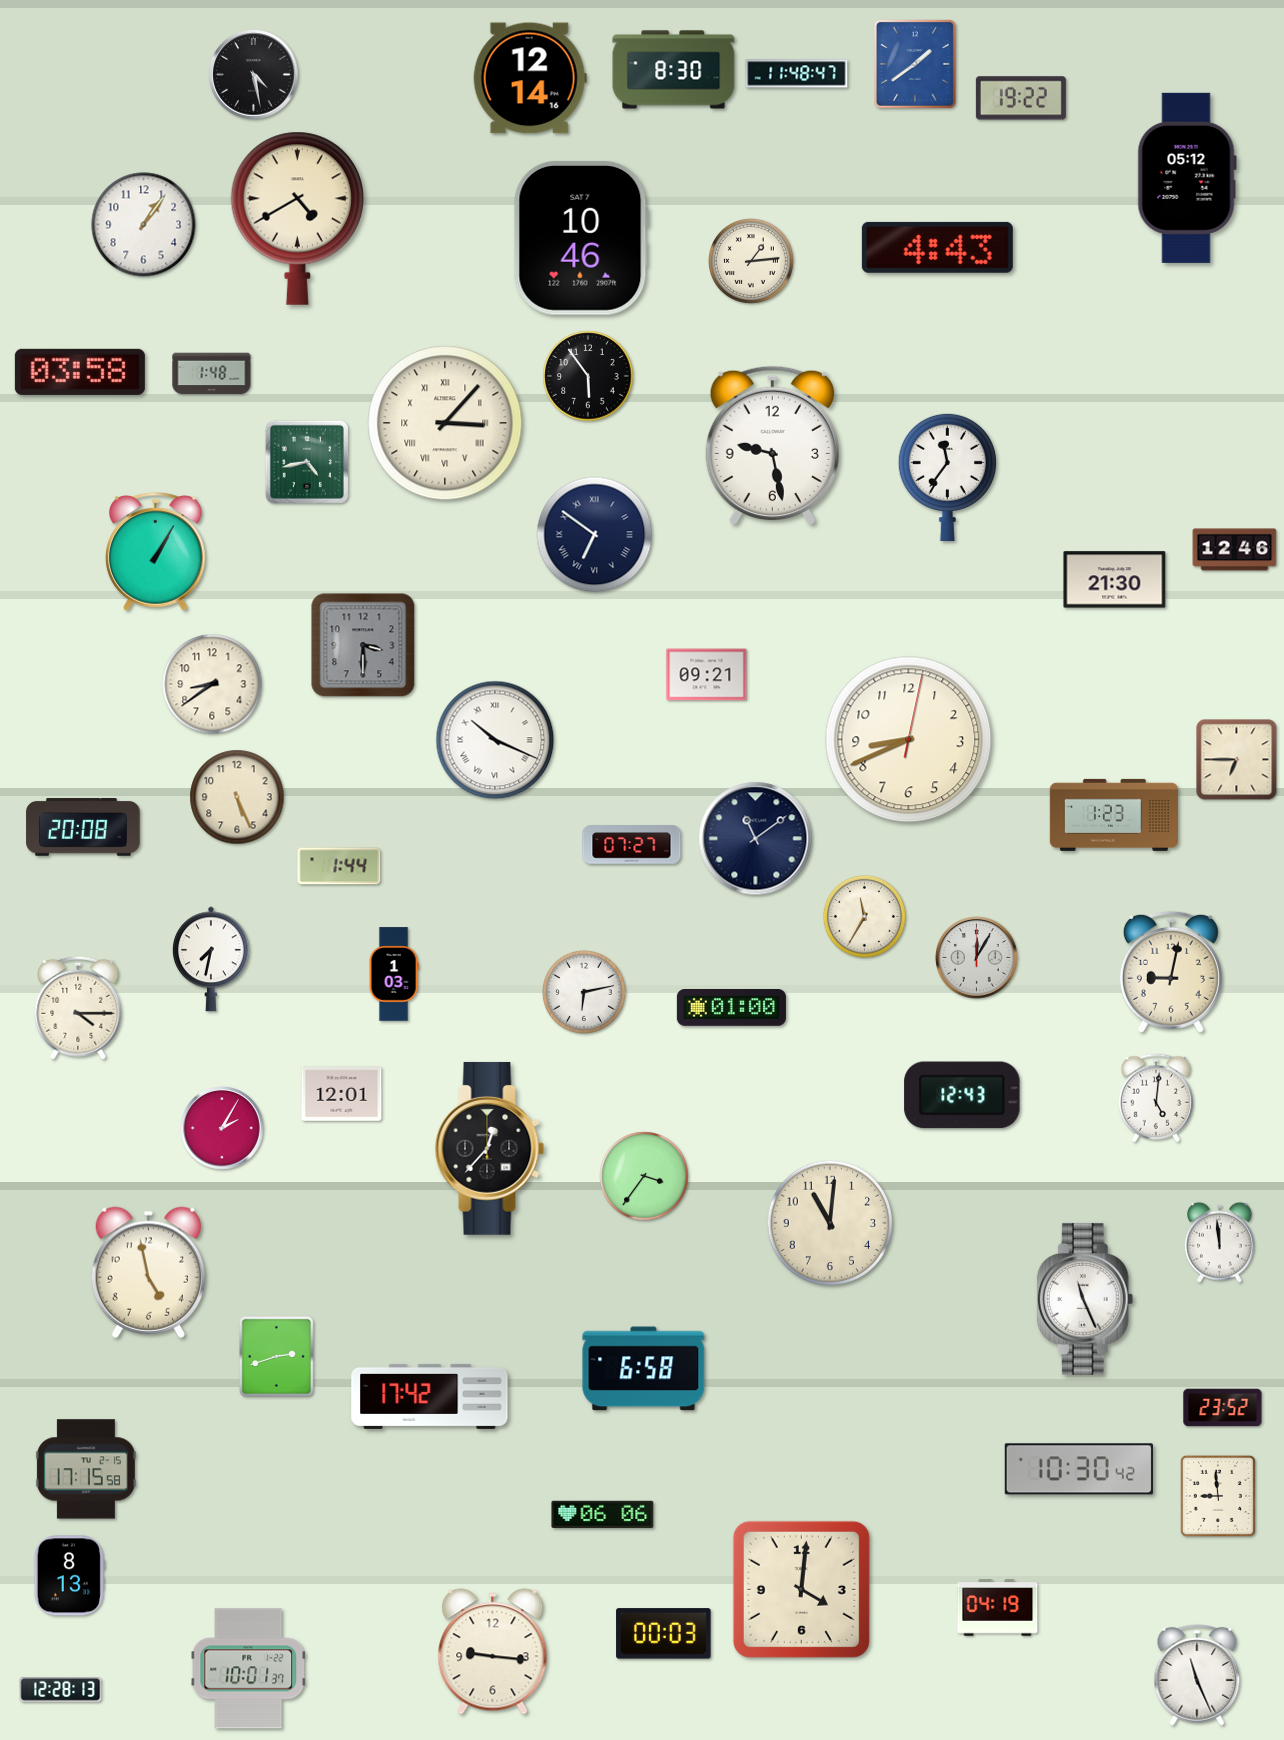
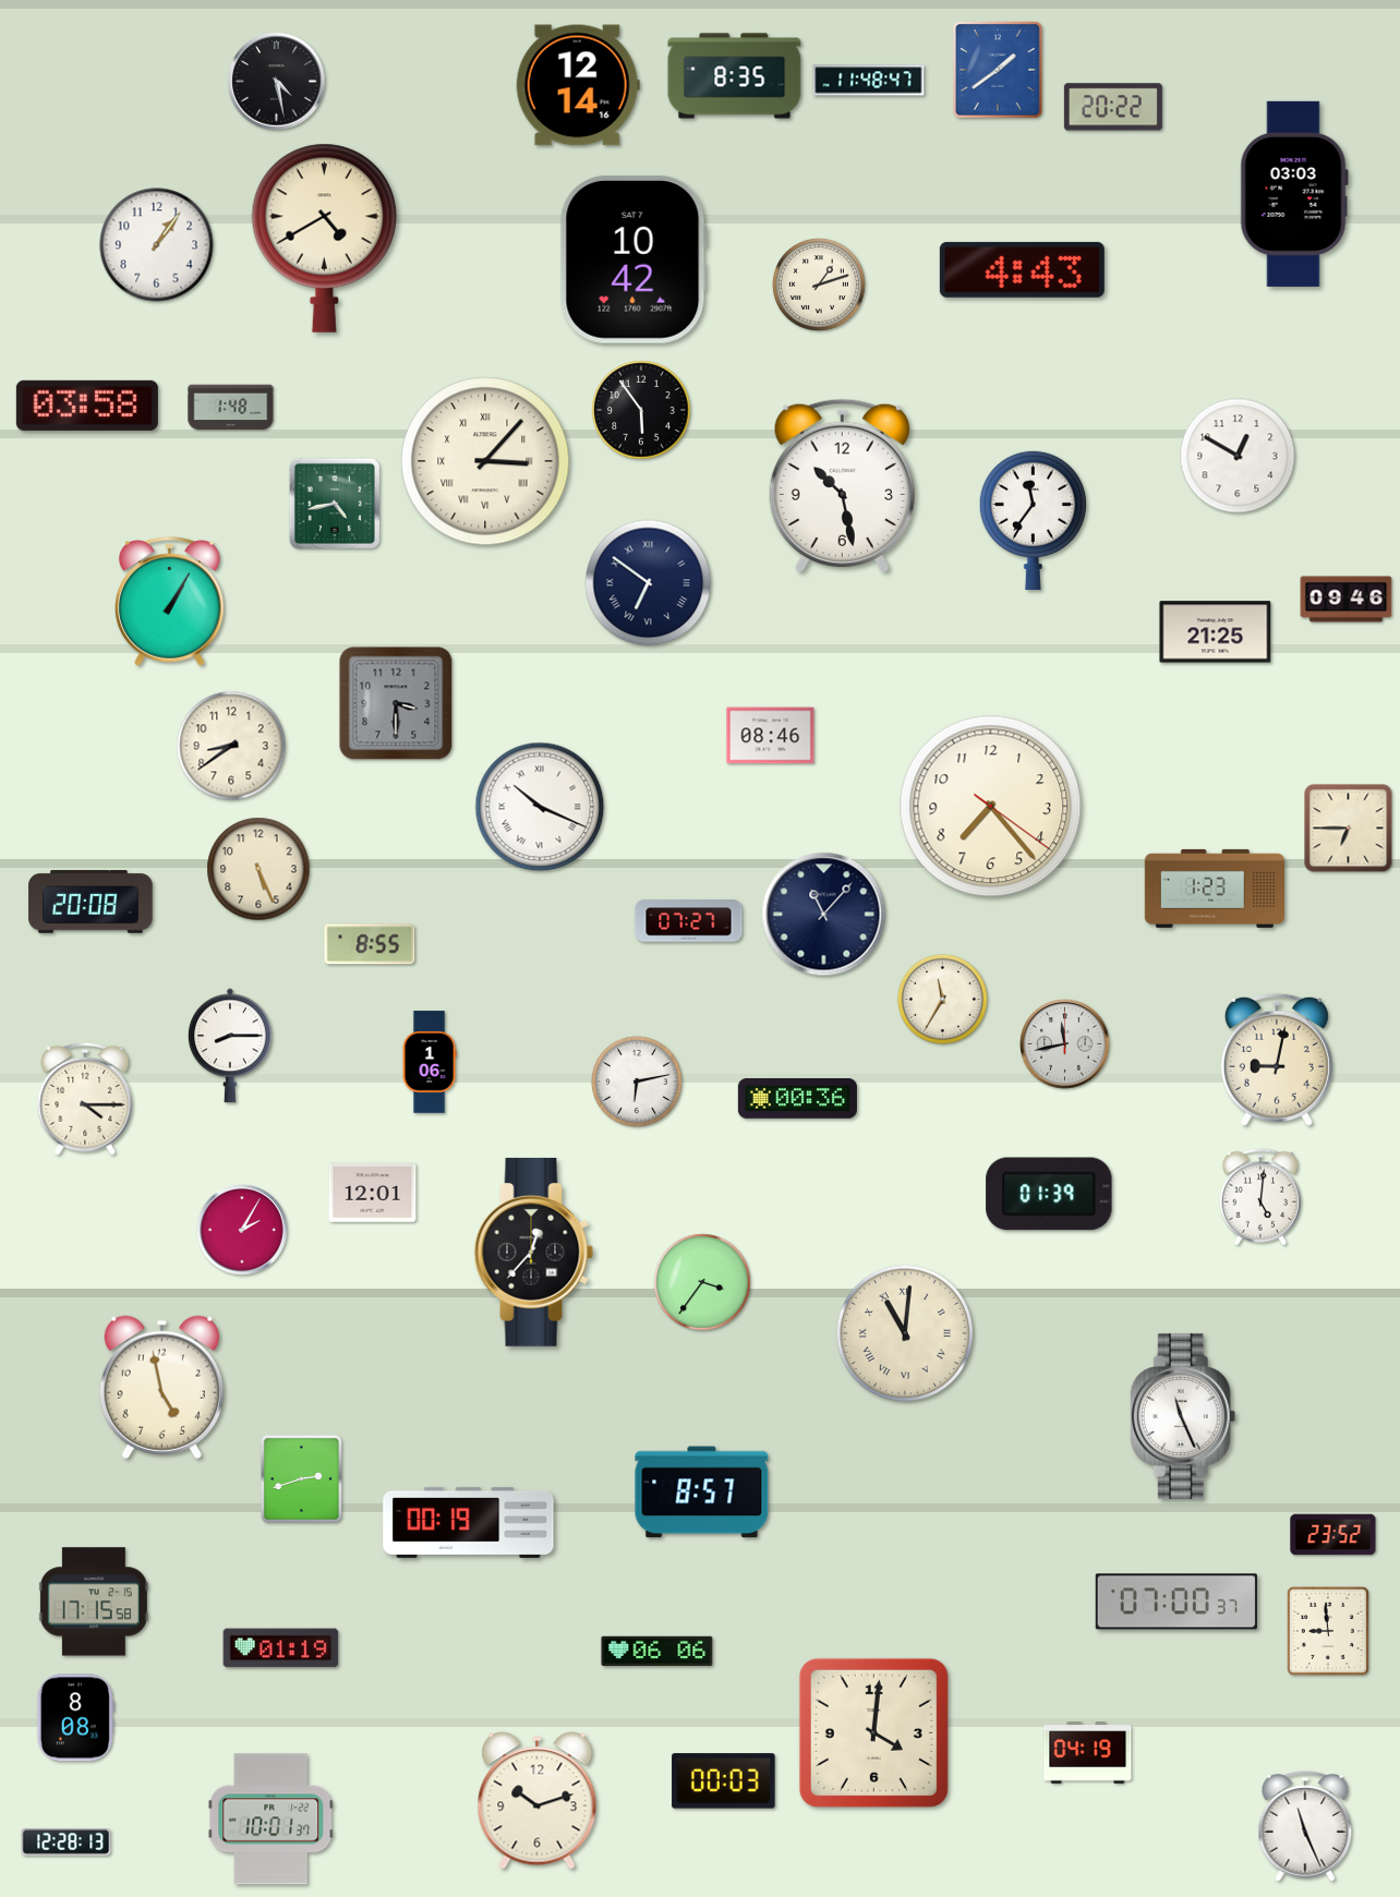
clock at (674, 70): 8:30 -> 8:35
clock at (1021, 98): 19:22 -> 20:22
clock at (1187, 178): 05:12 -> 03:03
clock at (581, 238): 10:46 -> 10:42
clock at (752, 262): 1:14 -> 1:12
clock at (1238, 456): none -> 12:50
clock at (772, 446): 9:28 -> 10:28
clock at (1235, 550): 12:46 -> 09:46
clock at (1115, 580): 21:30 -> 21:25
clock at (707, 675): 09:21 -> 08:46
clock at (909, 740): 8:41 -> 7:23
clock at (756, 839): 11:09 -> 11:07
clock at (339, 866): 1:44 -> 8:55
clock at (977, 958): 12:05 -> 11:43
clock at (211, 959): 7:32 -> 8:15
clock at (394, 974): 1:03 -> 1:06
clock at (731, 1008): 01:00 -> 00:36
clock at (962, 1095): 12:43 -> 01:39
clock at (830, 1223) numerals: Arabic -> Roman
clock at (1219, 1242): 11:59 -> none
clock at (644, 1369): 6:58 -> 8:57
clock at (430, 1396): 17:42 -> 00:19
clock at (1079, 1469): 10:30 -> 07:00
clock at (281, 1648): none -> 01:19
clock at (69, 1576): 8:13 -> 8:08
clock at (493, 1652): 9:16 -> 10:12
